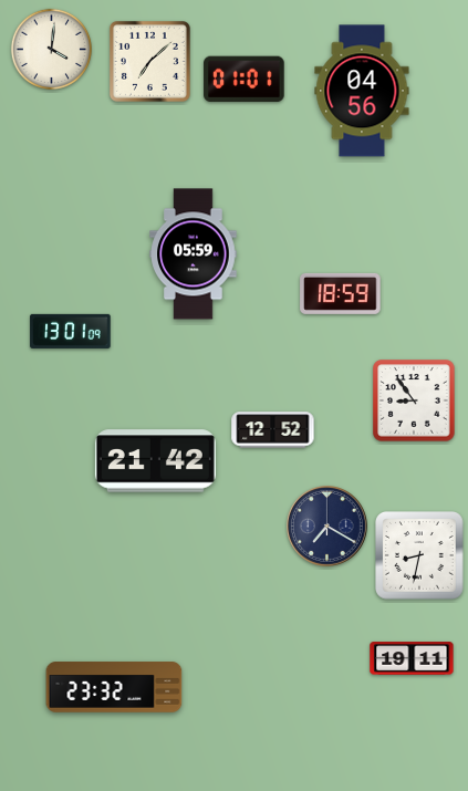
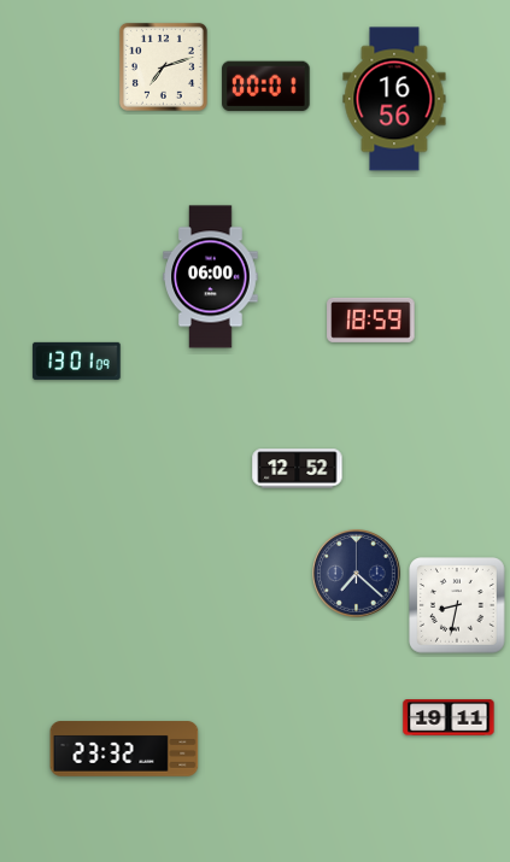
clock at (51, 49): 4:01 -> none
clock at (149, 61): 7:08 -> 7:12
clock at (245, 80): 01:01 -> 00:01
clock at (362, 91): 04:56 -> 16:56
clock at (194, 254): 05:59 -> 06:00
clock at (414, 400): 8:54 -> none
clock at (155, 461): 21:42 -> none
clock at (327, 527): 7:20 -> 7:22
